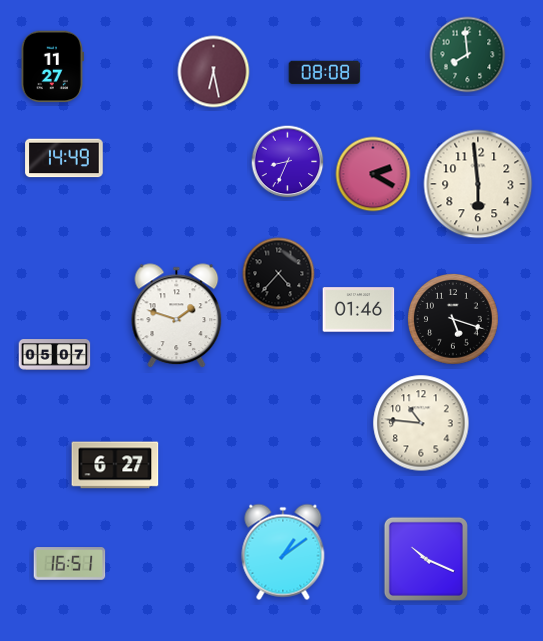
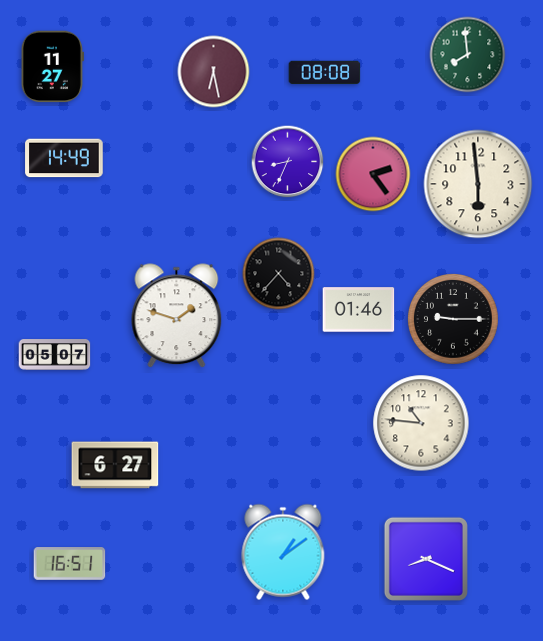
clock at (373, 174): 2:20 -> 2:24
clock at (453, 319): 5:18 -> 9:15
clock at (426, 559): 10:19 -> 8:19
